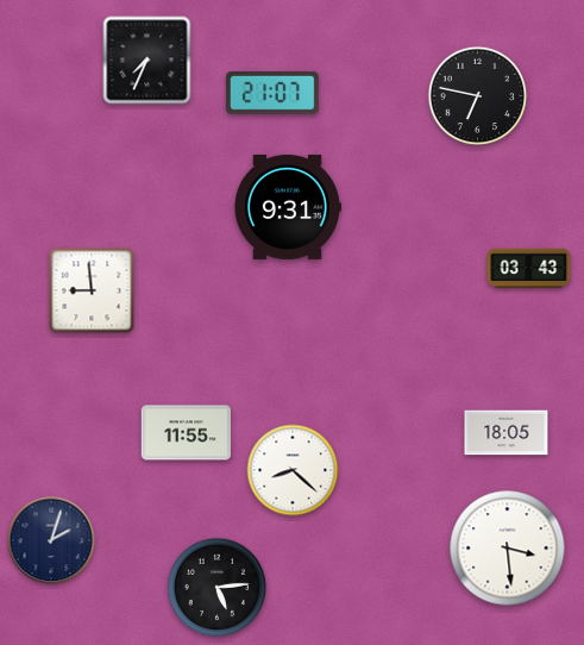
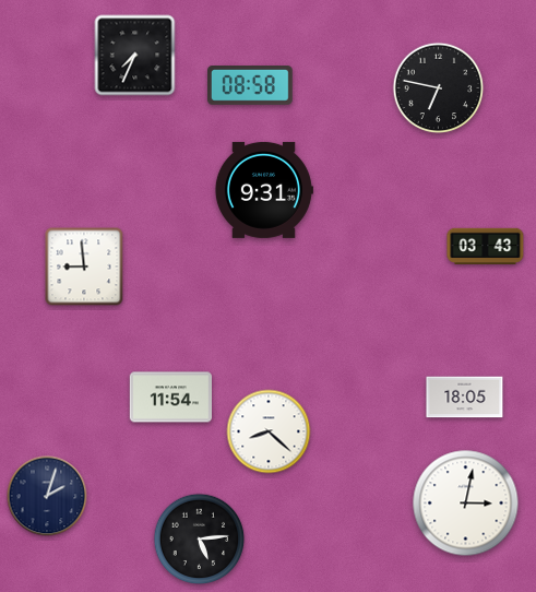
clock at (274, 94): 21:07 -> 08:58
clock at (186, 433): 11:55 -> 11:54
clock at (508, 549): 3:29 -> 3:02
